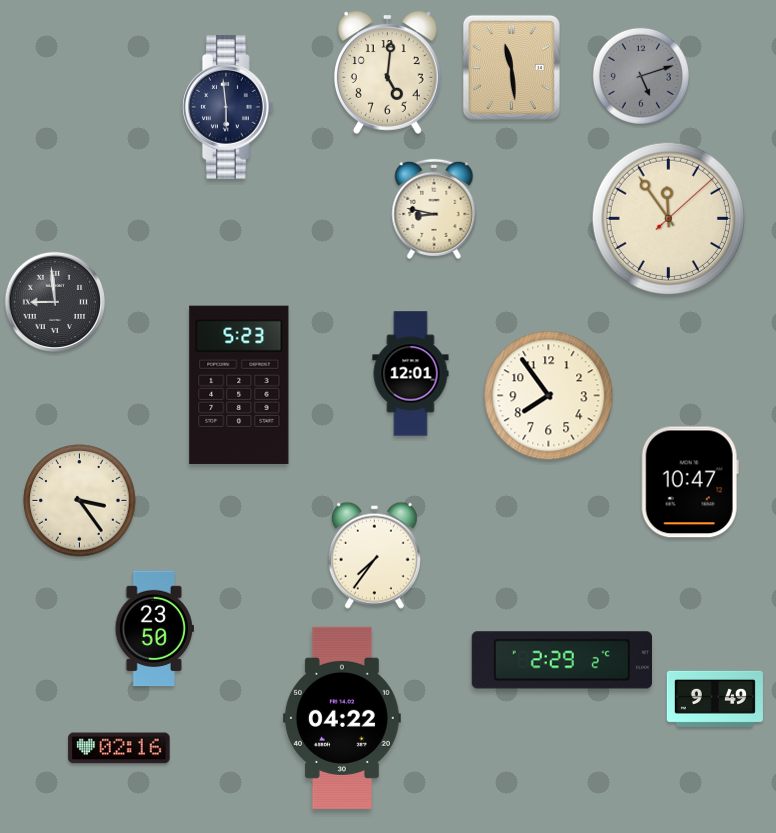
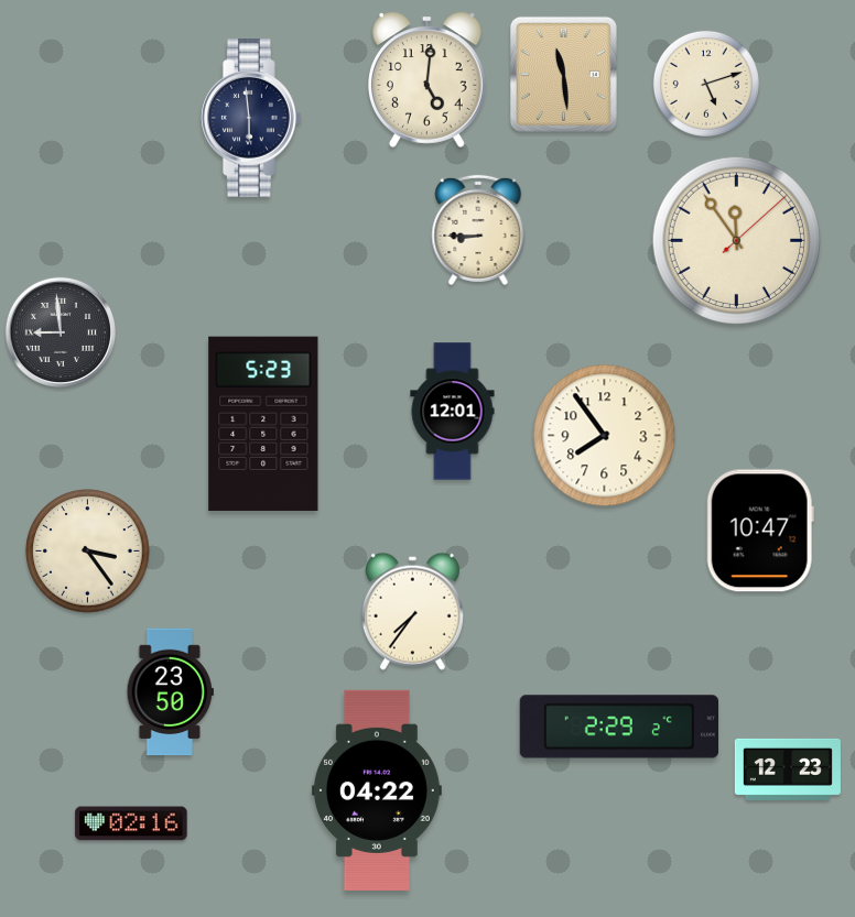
clock at (641, 76) dial: grey -> cream
clock at (434, 209): 8:47 -> 8:45
clock at (715, 699): 9:49 -> 12:23
